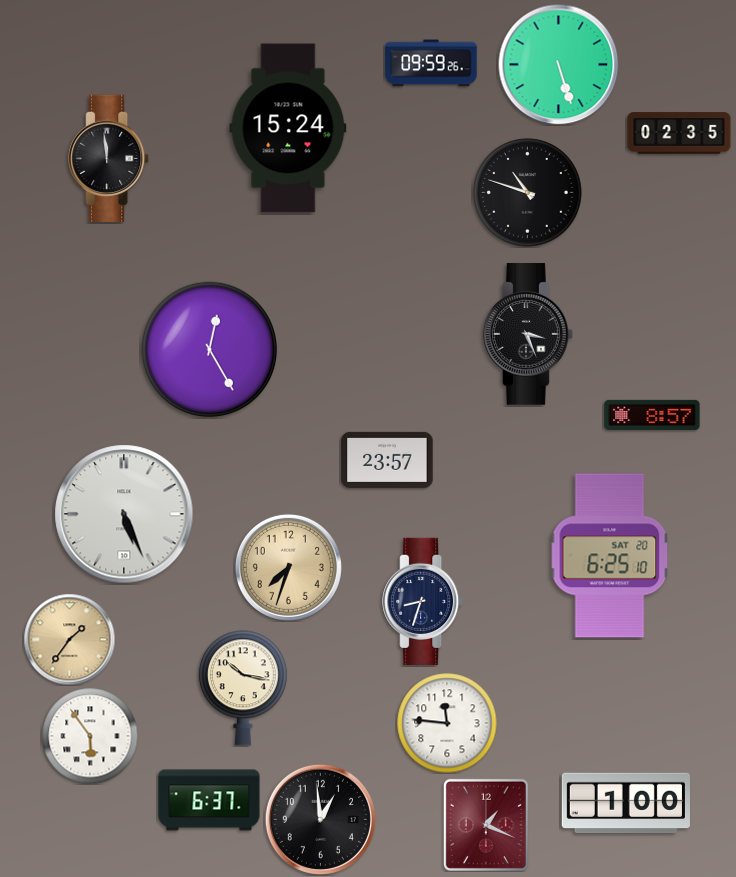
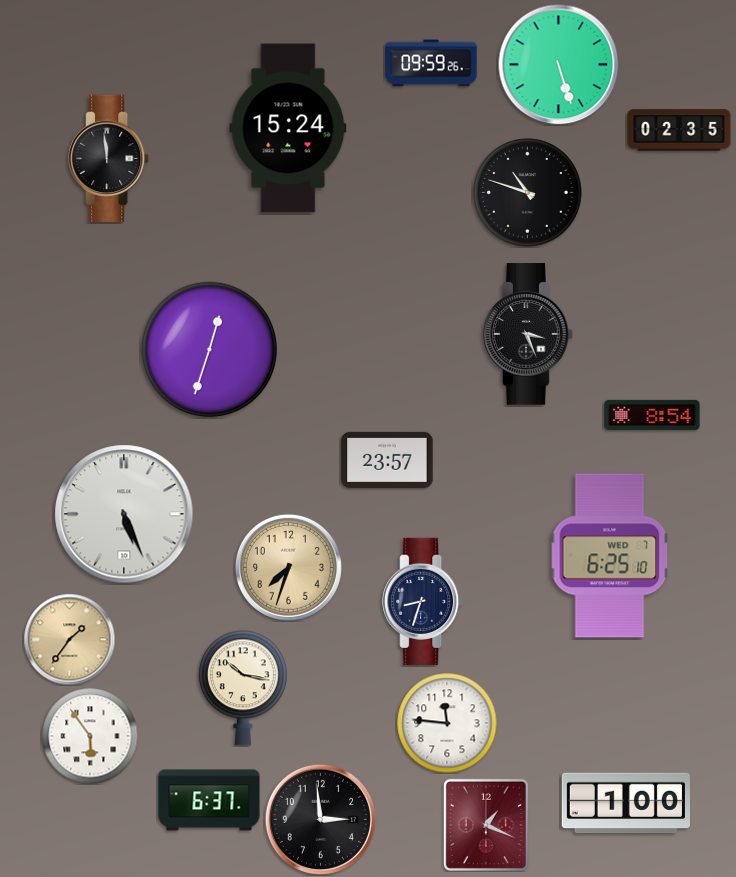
clock at (679, 133) position: (679, 133) -> (679, 130)
clock at (209, 349): 12:25 -> 12:33
clock at (652, 415): 8:57 -> 8:54
clock at (610, 556) date: SAT 20 -> WED 7
clock at (320, 819): 12:59 -> 2:59
